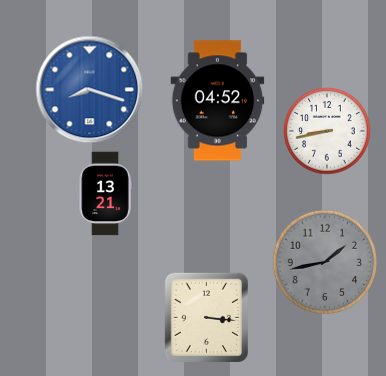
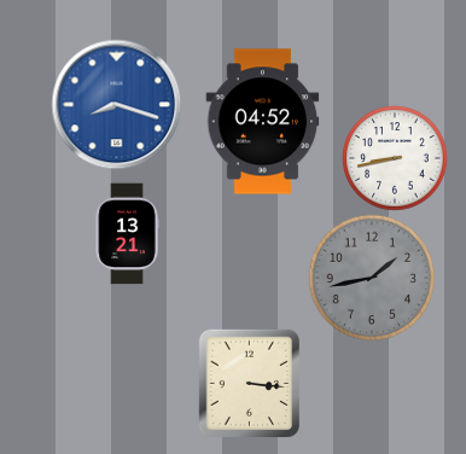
clock at (89, 89) position: (89, 89) -> (116, 104)
clock at (324, 261) position: (324, 261) -> (371, 277)
